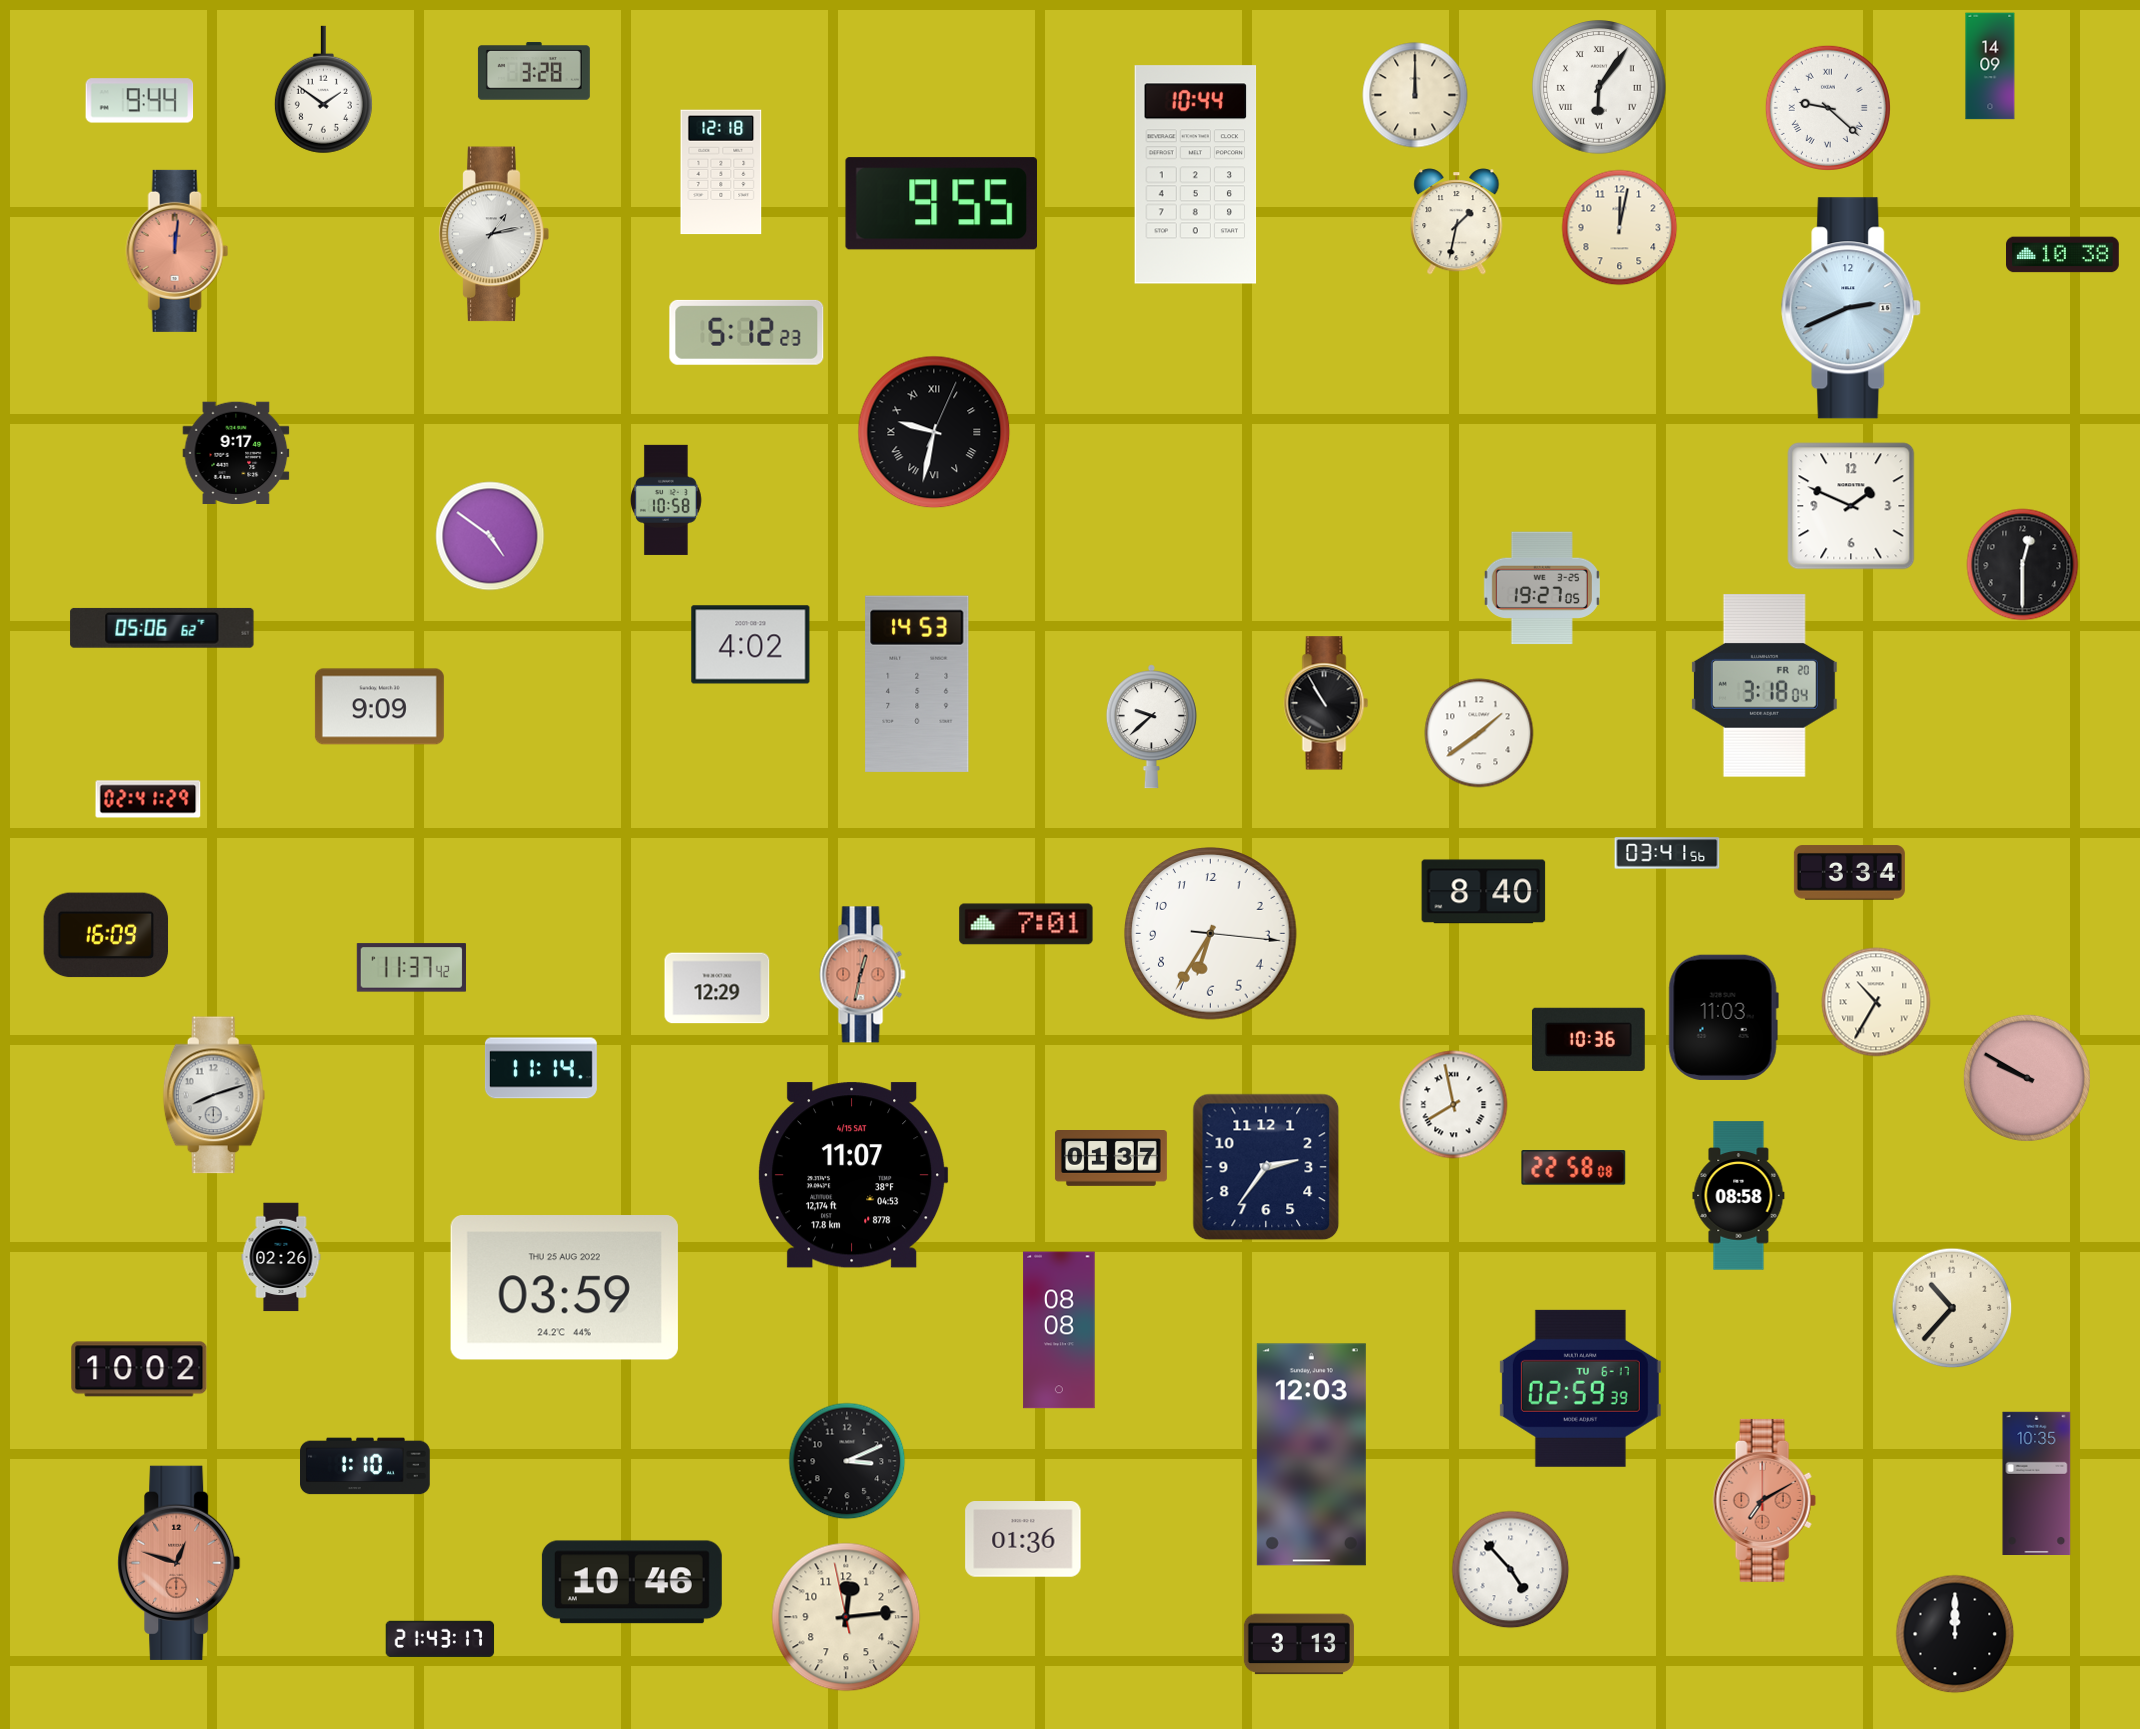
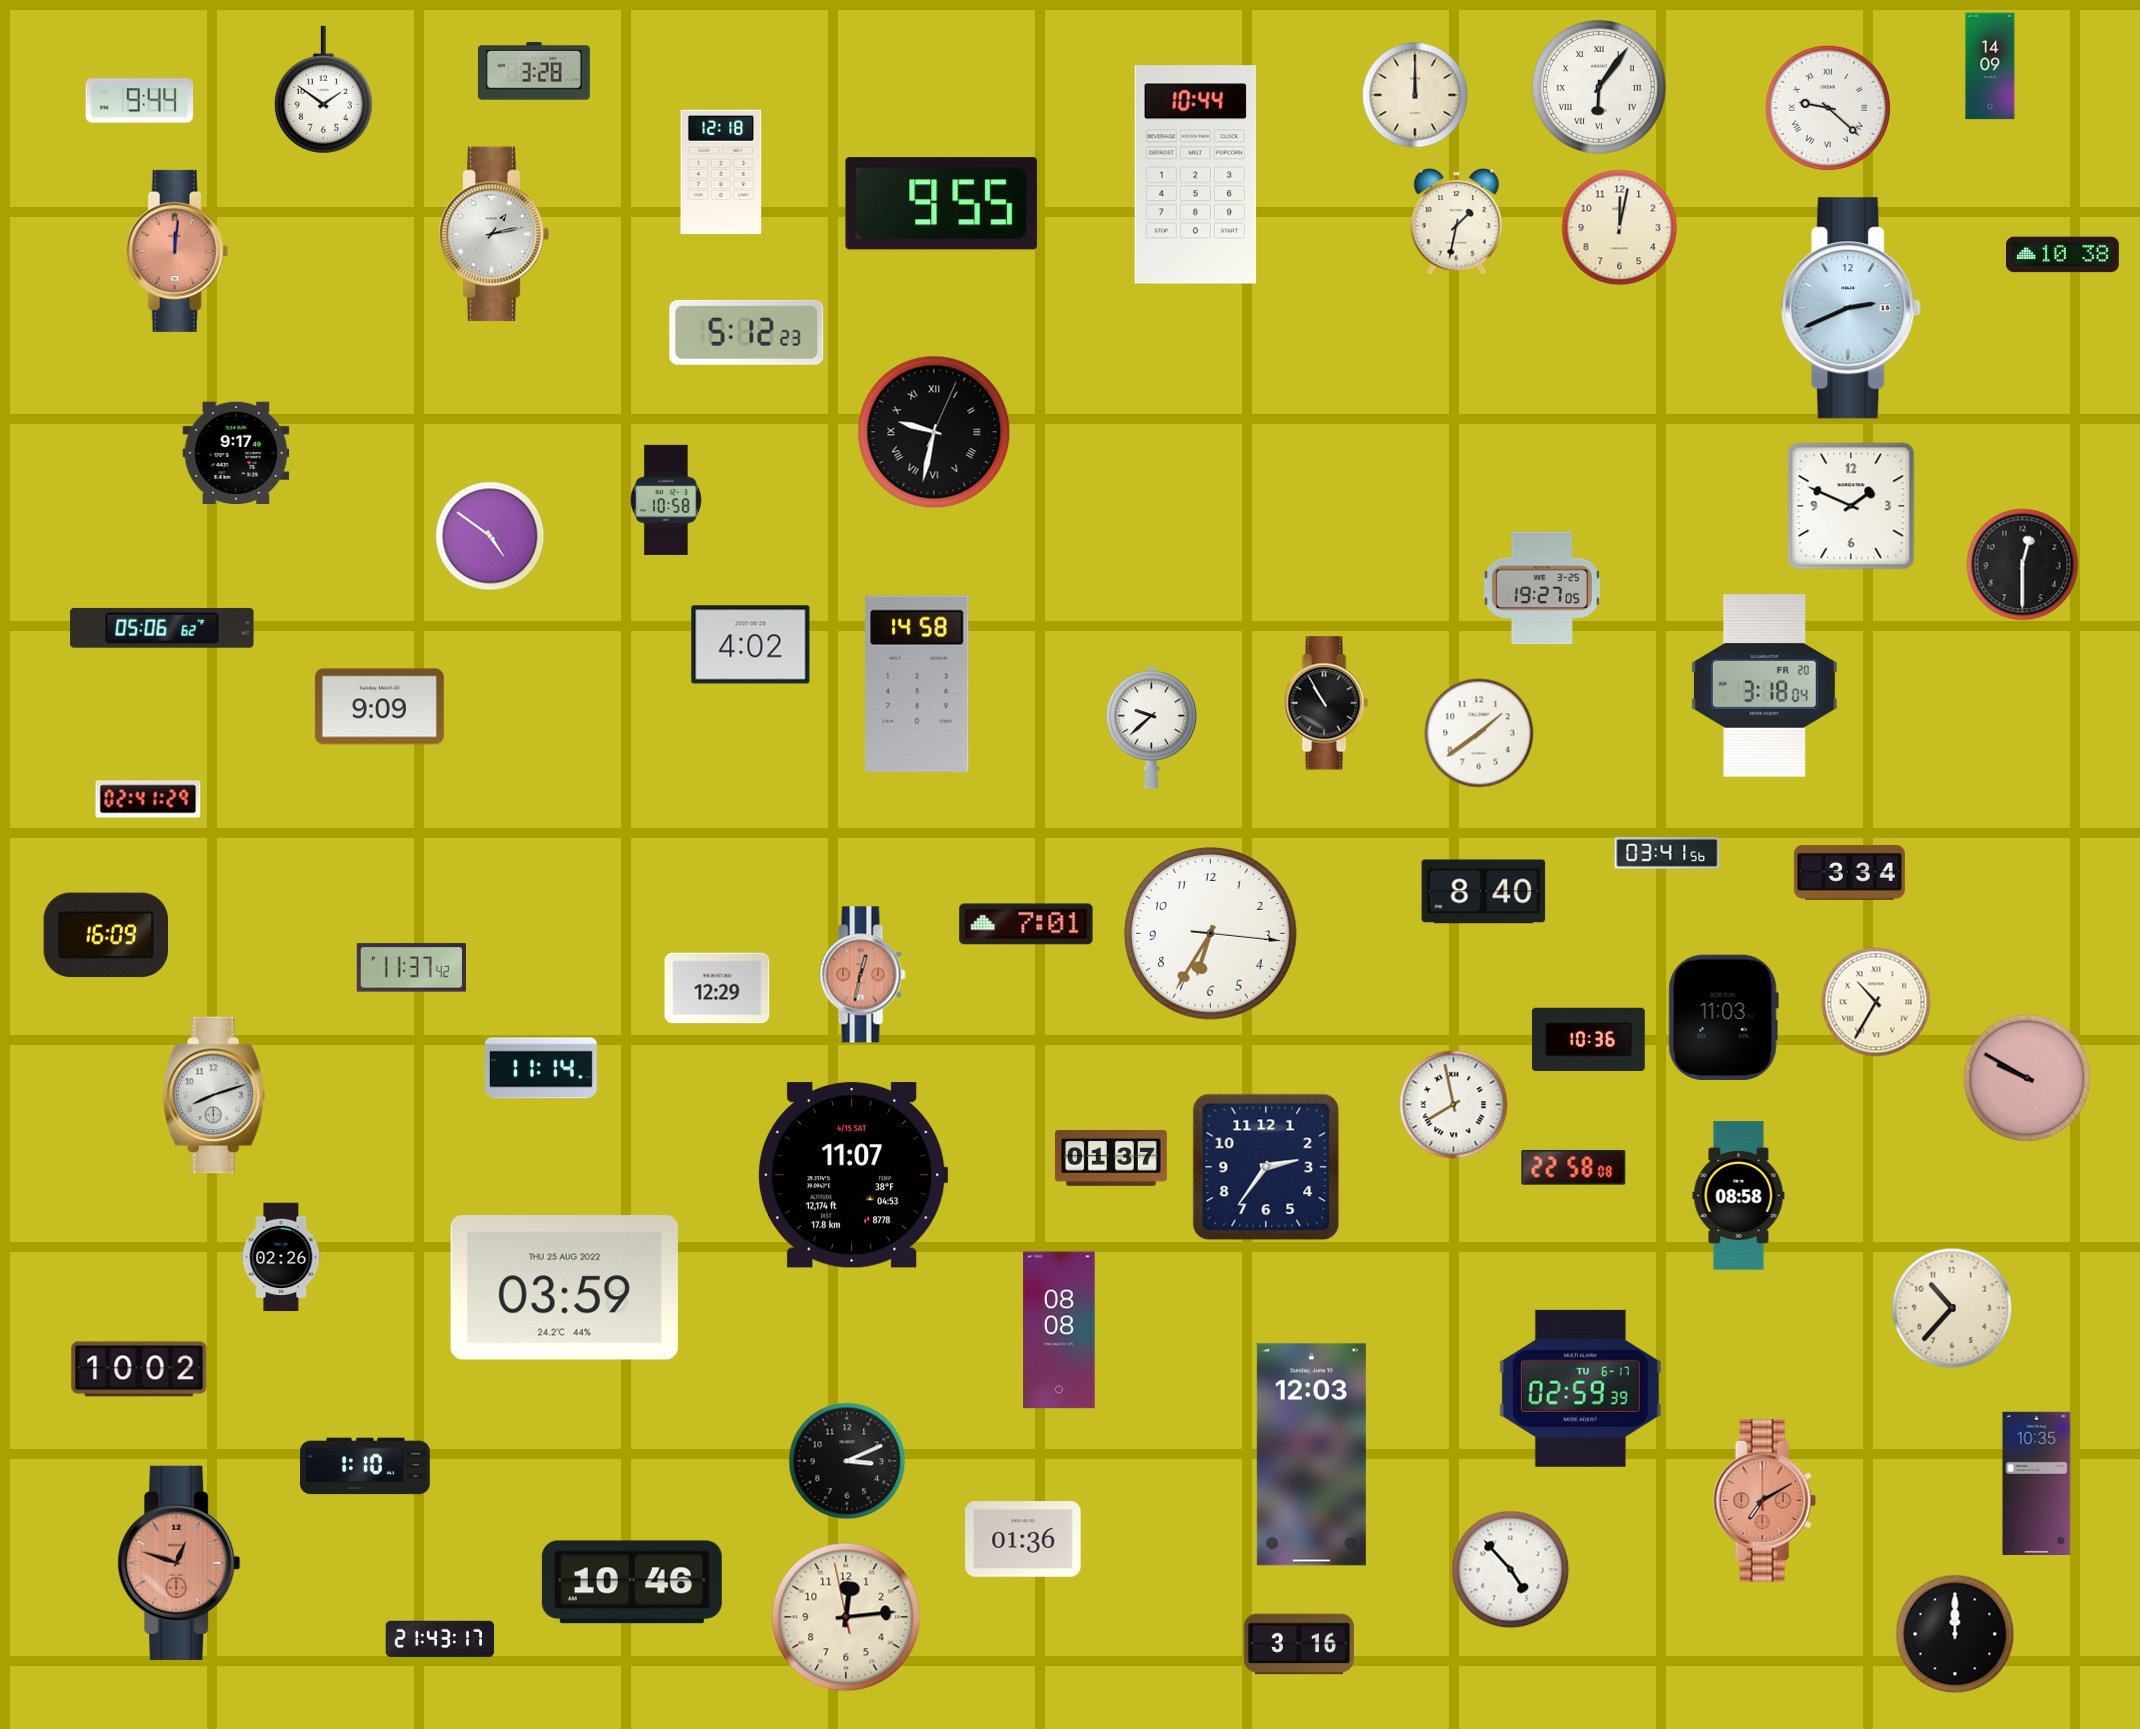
clock at (917, 684): 14:53 -> 14:58
clock at (1299, 1644): 3:13 -> 3:16
